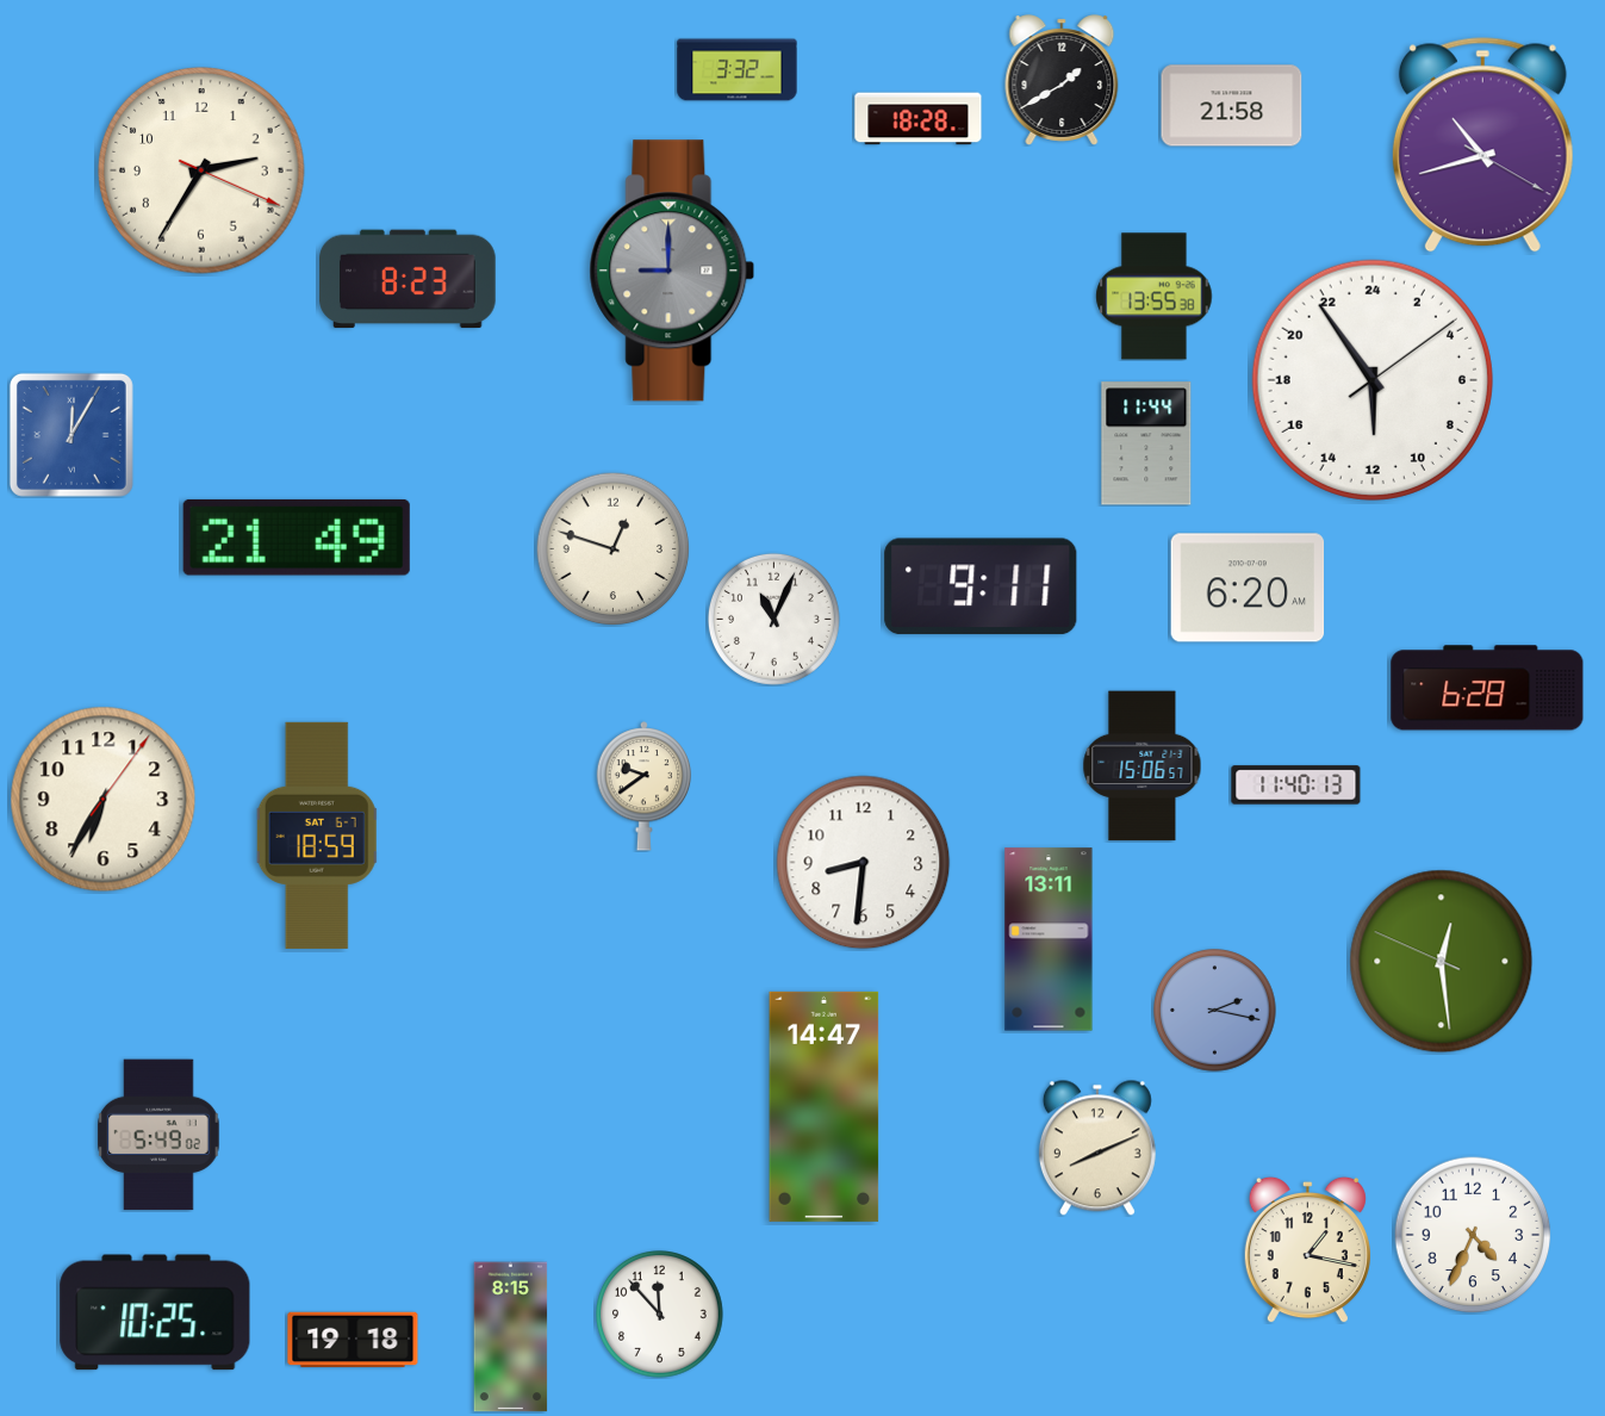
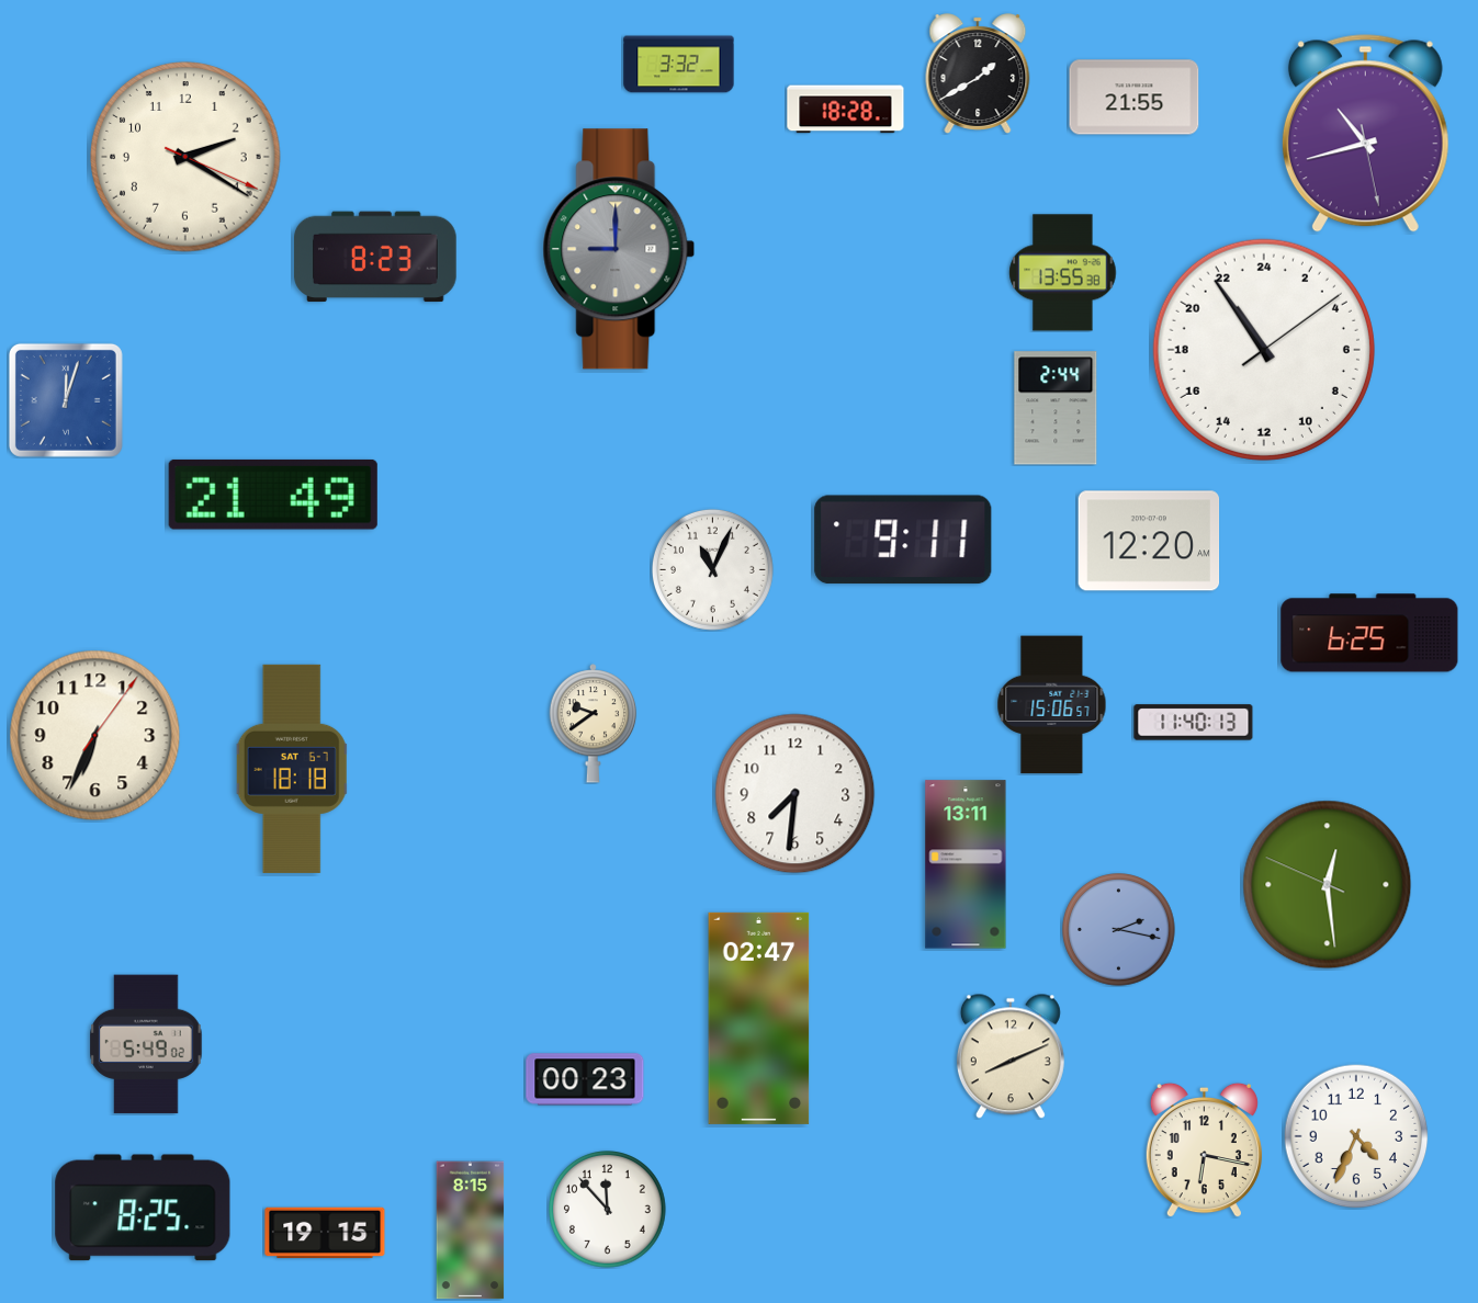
clock at (1232, 106): 21:58 -> 21:55
clock at (1482, 145): 10:42:20 -> 10:42:28
clock at (201, 170): 2:35 -> 2:20
clock at (1373, 380): 11:54 -> 21:54
clock at (71, 435): 12:05 -> 12:03
clock at (1146, 443): 11:44 -> 2:44
clock at (612, 548): 12:48 -> none
clock at (1248, 588): 6:20 -> 12:20
clock at (1487, 688): 6:28 -> 6:25
clock at (104, 800): 6:35 -> 6:34
clock at (317, 836): 18:59 -> 18:18
clock at (864, 863): 8:31 -> 7:31
clock at (825, 1106): 14:47 -> 02:47
clock at (585, 1079): none -> 00:23
clock at (1307, 1249): 1:17 -> 6:17
clock at (155, 1312): 10:25 -> 8:25
clock at (353, 1340): 19:18 -> 19:15
